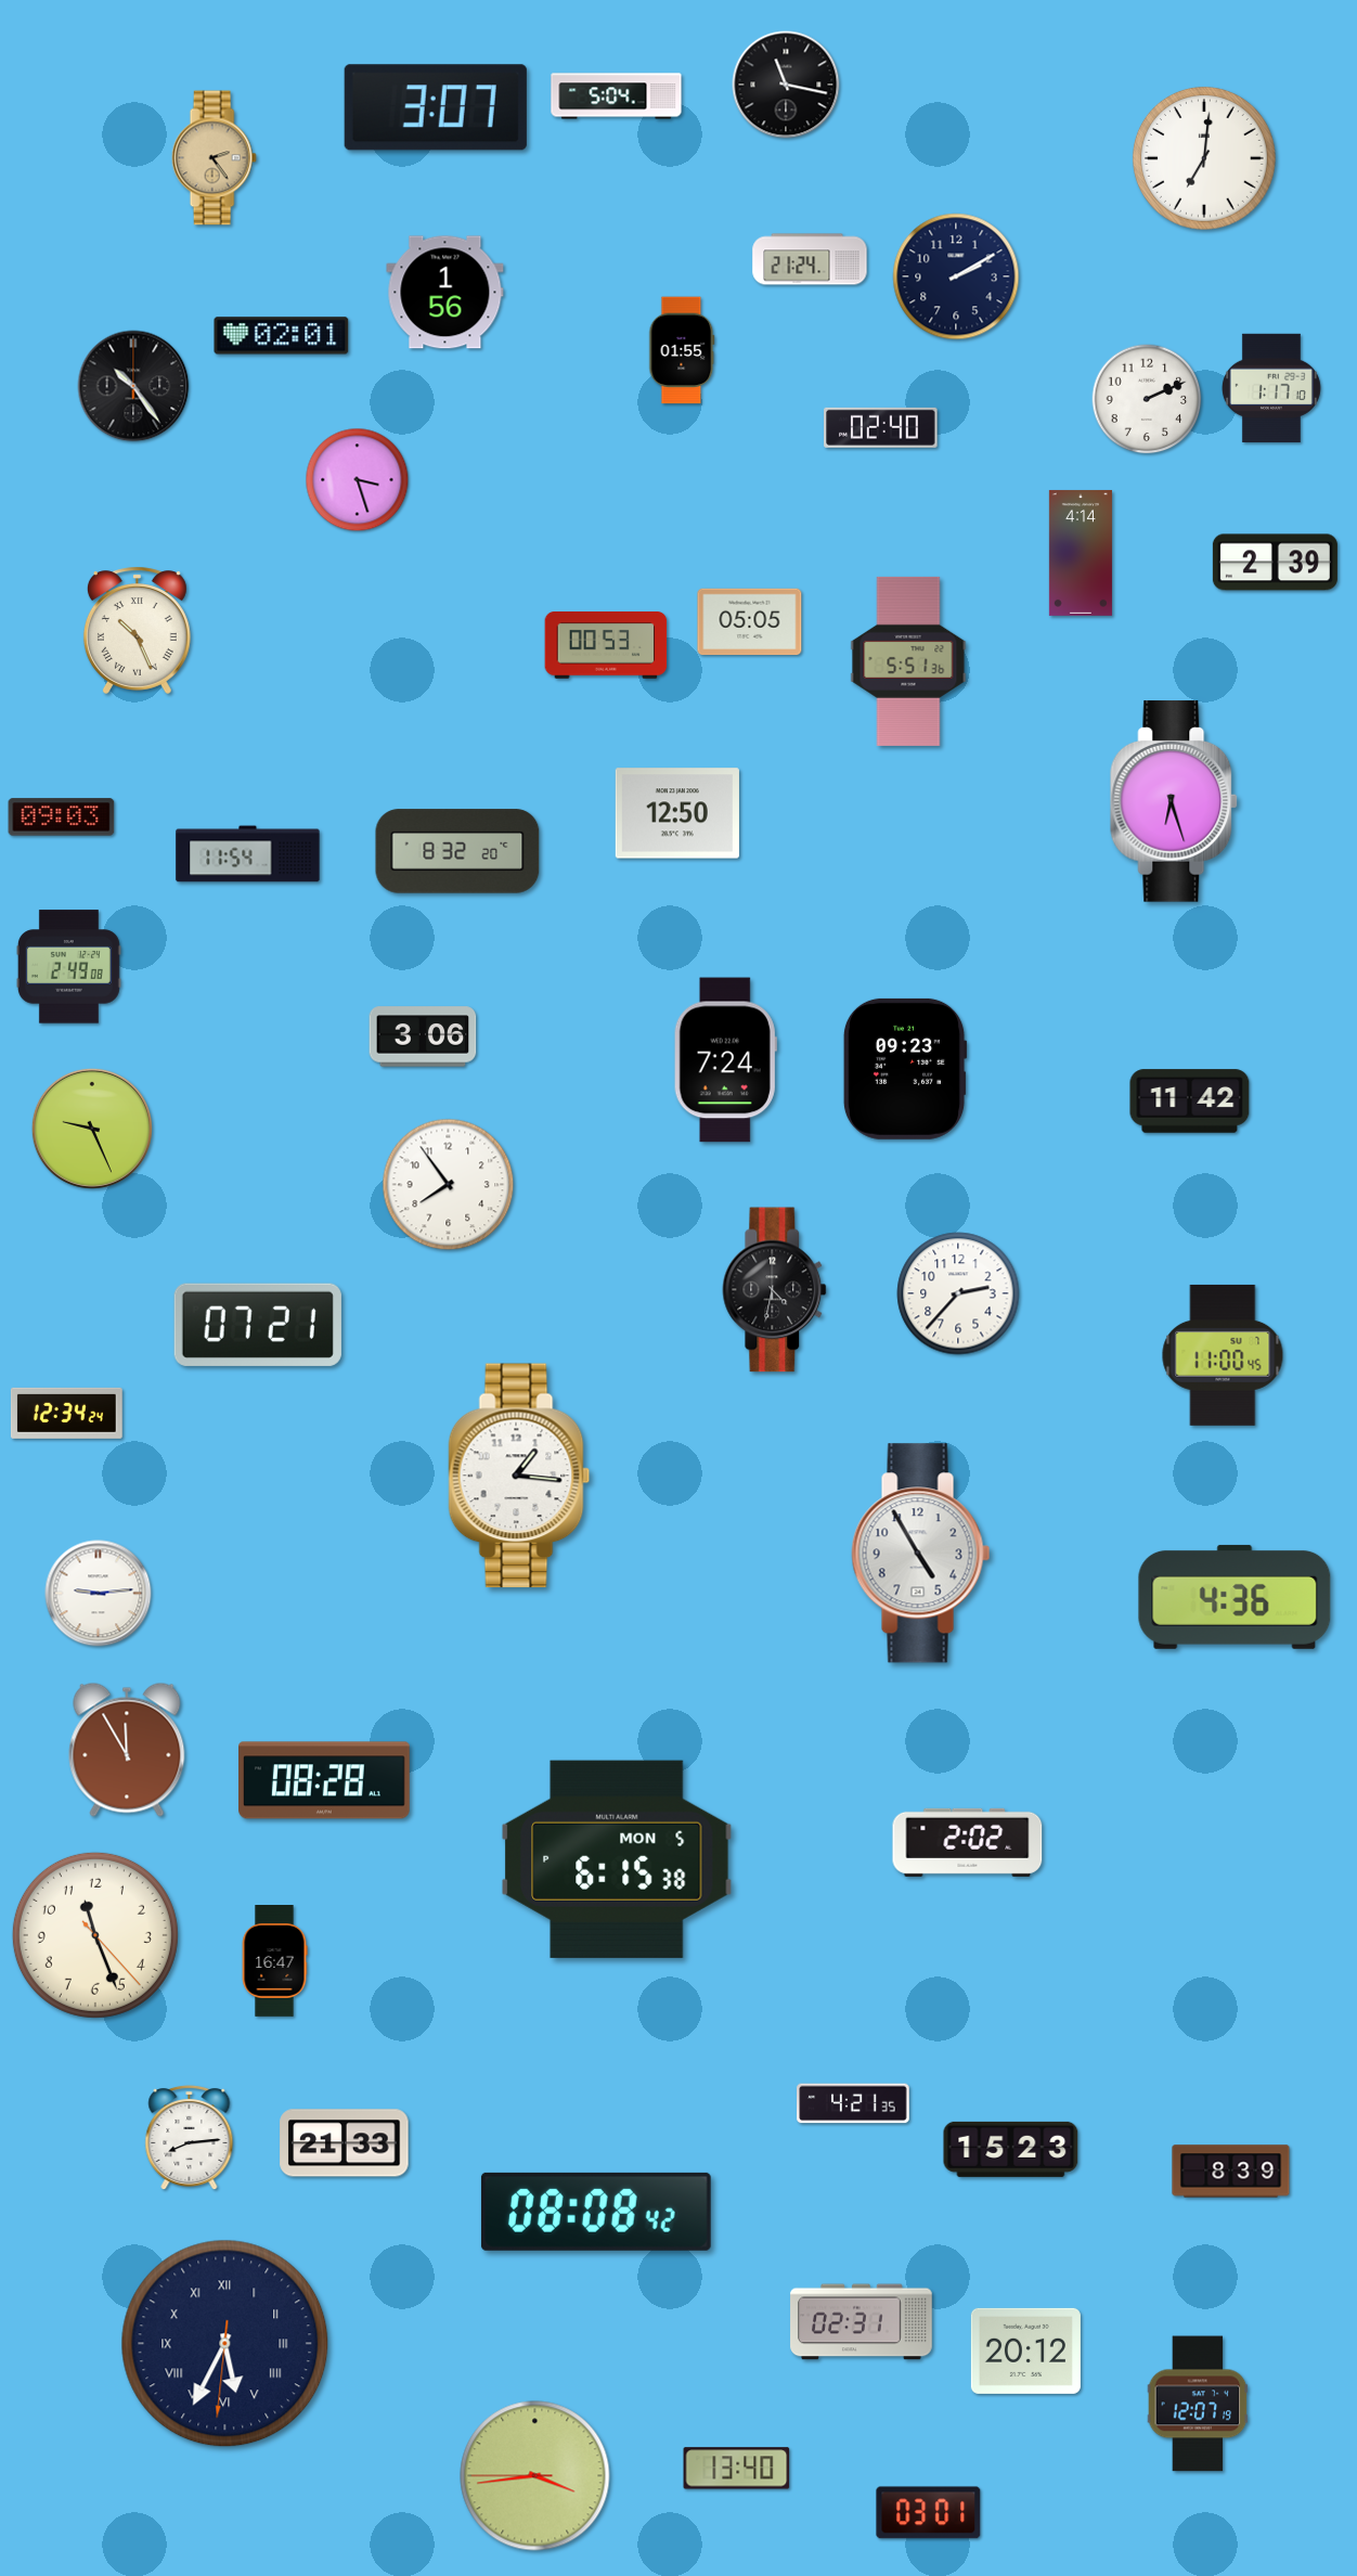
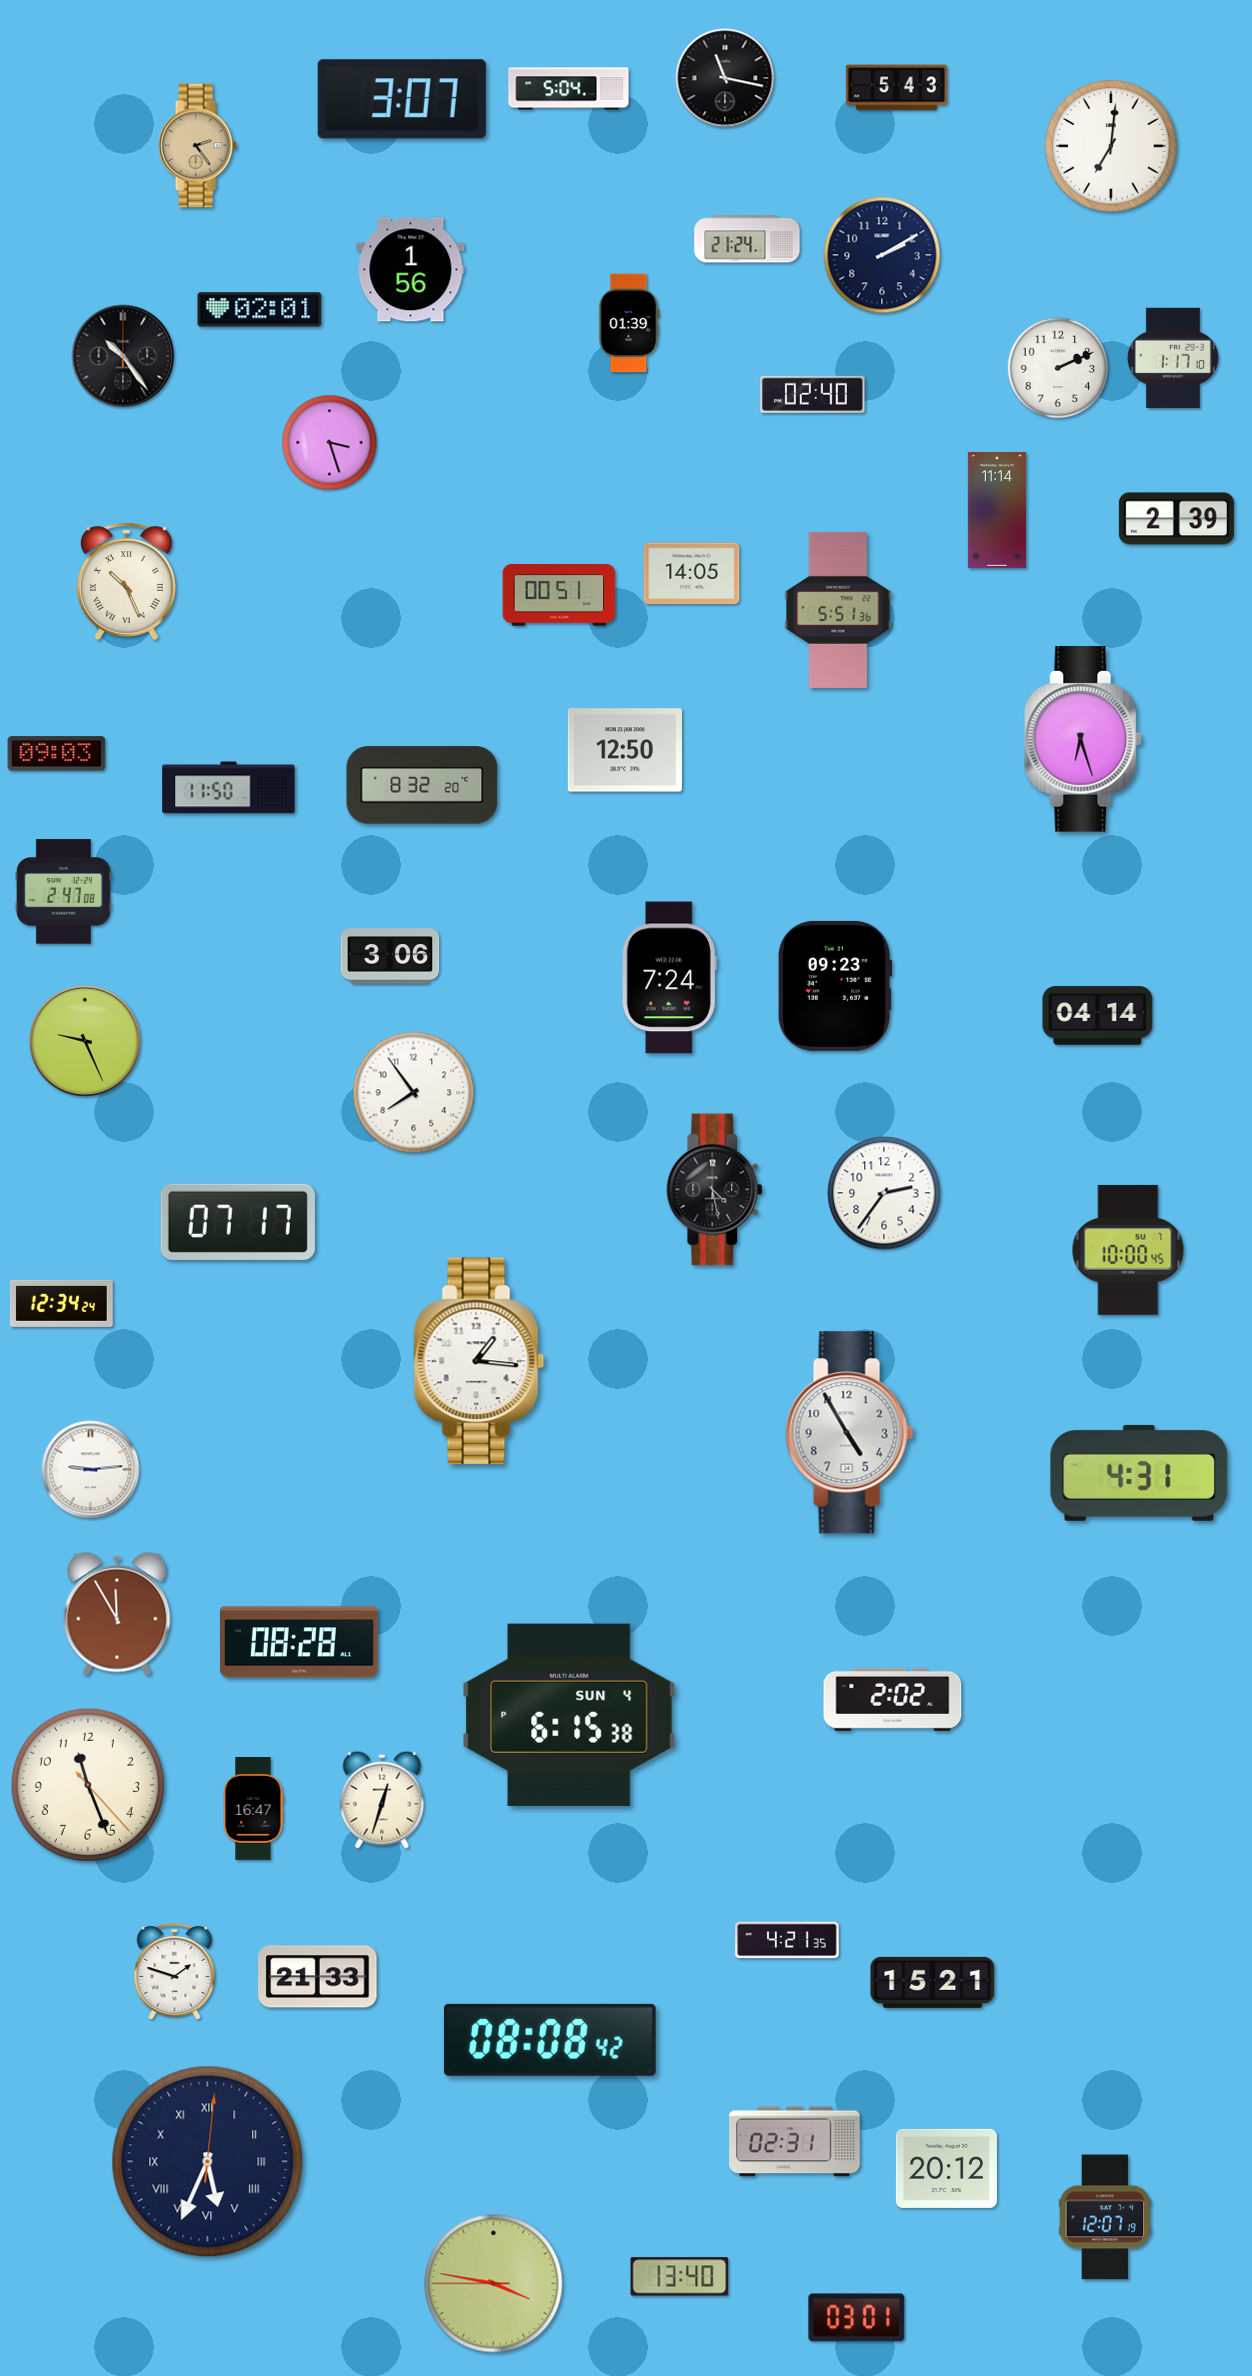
clock at (896, 88): none -> 5:43
clock at (682, 350): 01:55 -> 01:39
clock at (1081, 553): 4:14 -> 11:14
clock at (750, 622): 05:05 -> 14:05
clock at (606, 645): 00:53 -> 00:51
clock at (248, 854): 11:54 -> 11:50
clock at (68, 967): 2:49 -> 2:47
clock at (1190, 1102): 11:42 -> 04:14
clock at (775, 1290): 4:32 -> 4:28
clock at (958, 1293): 2:37 -> 2:36
clock at (258, 1325): 07:21 -> 07:17
clock at (1223, 1355): 11:00 -> 10:00
clock at (1235, 1597): 4:36 -> 4:31
clock at (618, 1859) date: MON 5 -> SUN 4
clock at (382, 1800): none -> 12:33
clock at (190, 2138): 8:14 -> 1:48
clock at (1011, 2149): 15:23 -> 15:21
clock at (1231, 2172): 8:39 -> none
clock at (225, 2344): 5:34:31 -> 5:34:01
clock at (535, 2476): 3:43 -> 3:46
